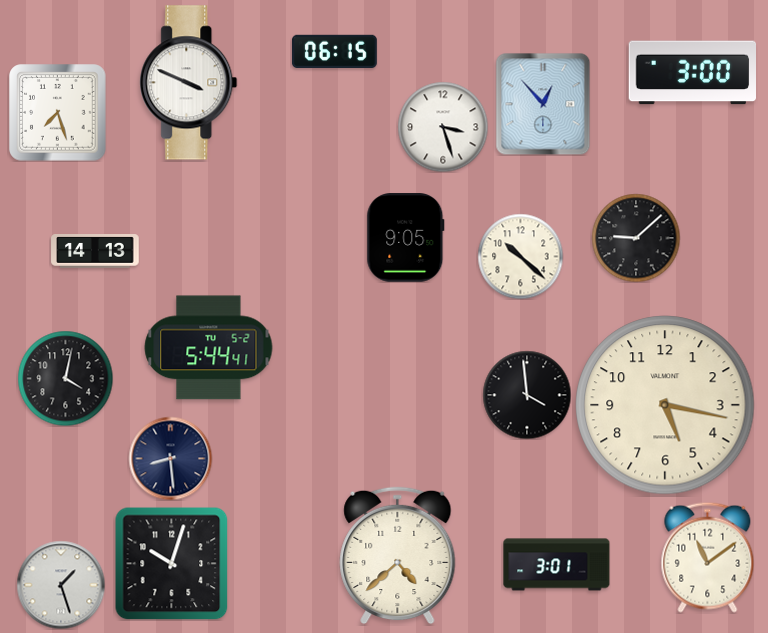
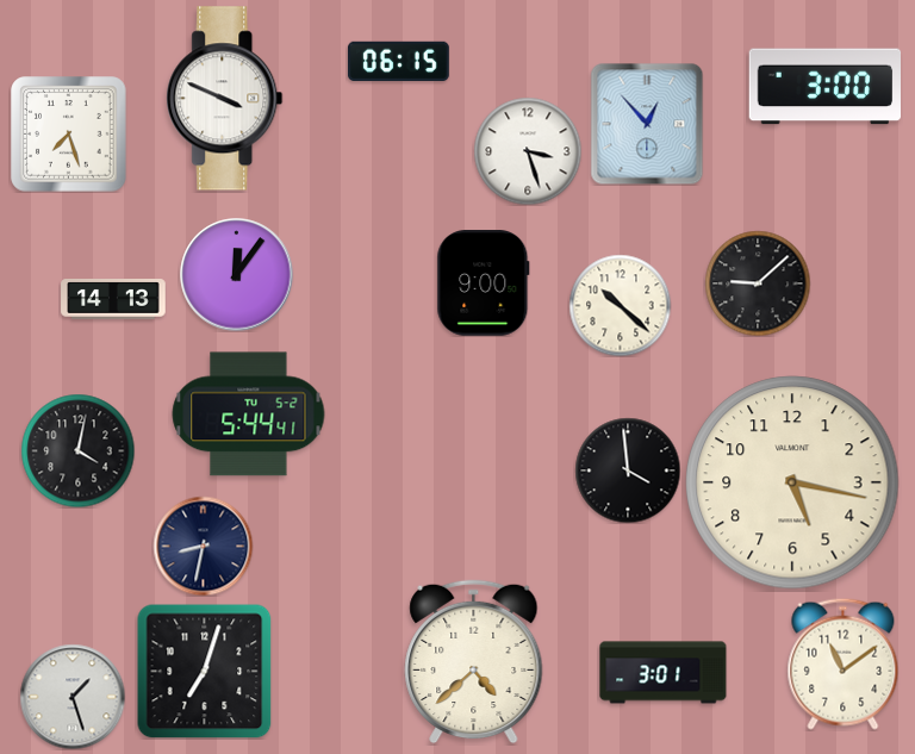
clock at (237, 275): none -> 12:06
clock at (406, 238): 9:05 -> 9:00
clock at (170, 458): 8:29 -> 8:32
clock at (171, 563): 10:03 -> 7:03
